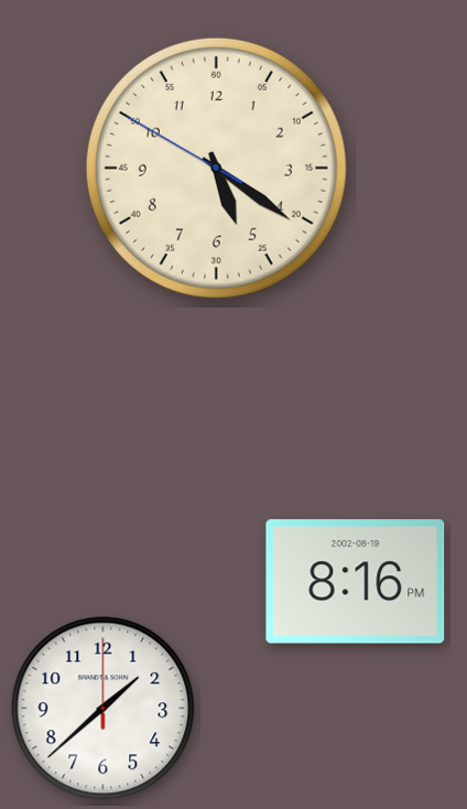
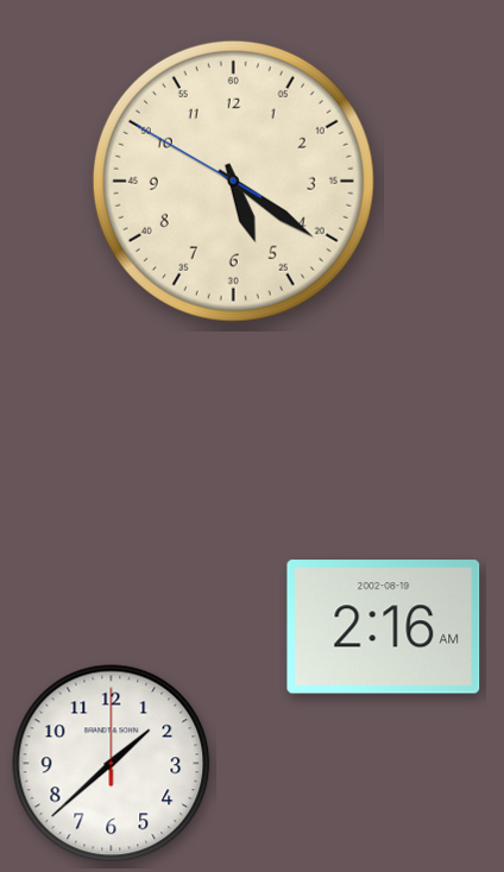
clock at (356, 582): 8:16 -> 2:16
